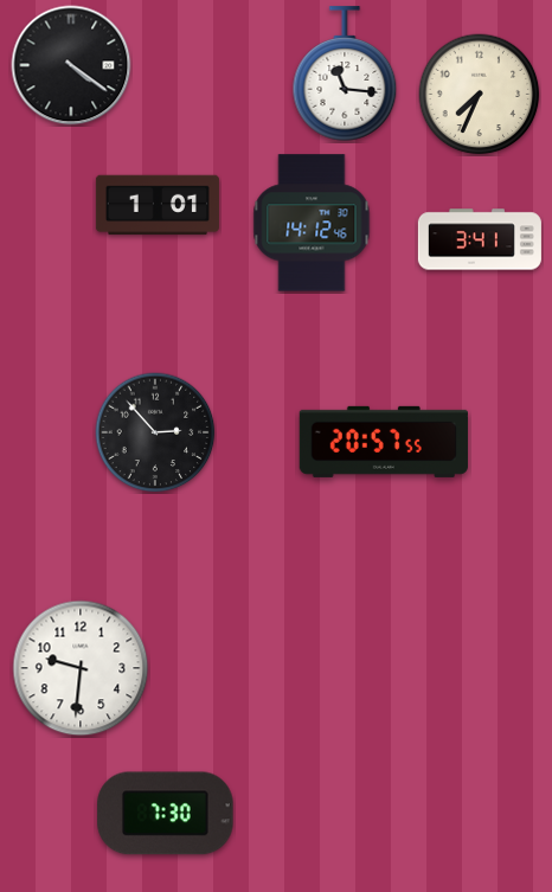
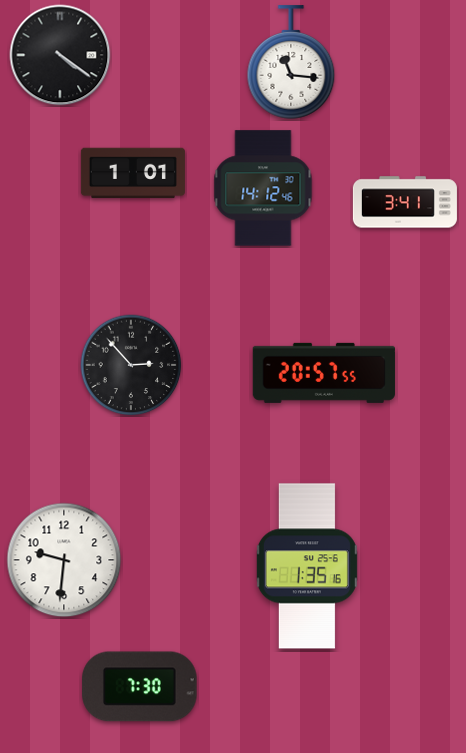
clock at (480, 95): 7:34 -> none
clock at (81, 668) position: (81, 668) -> (64, 560)
clock at (307, 566): none -> 1:35
